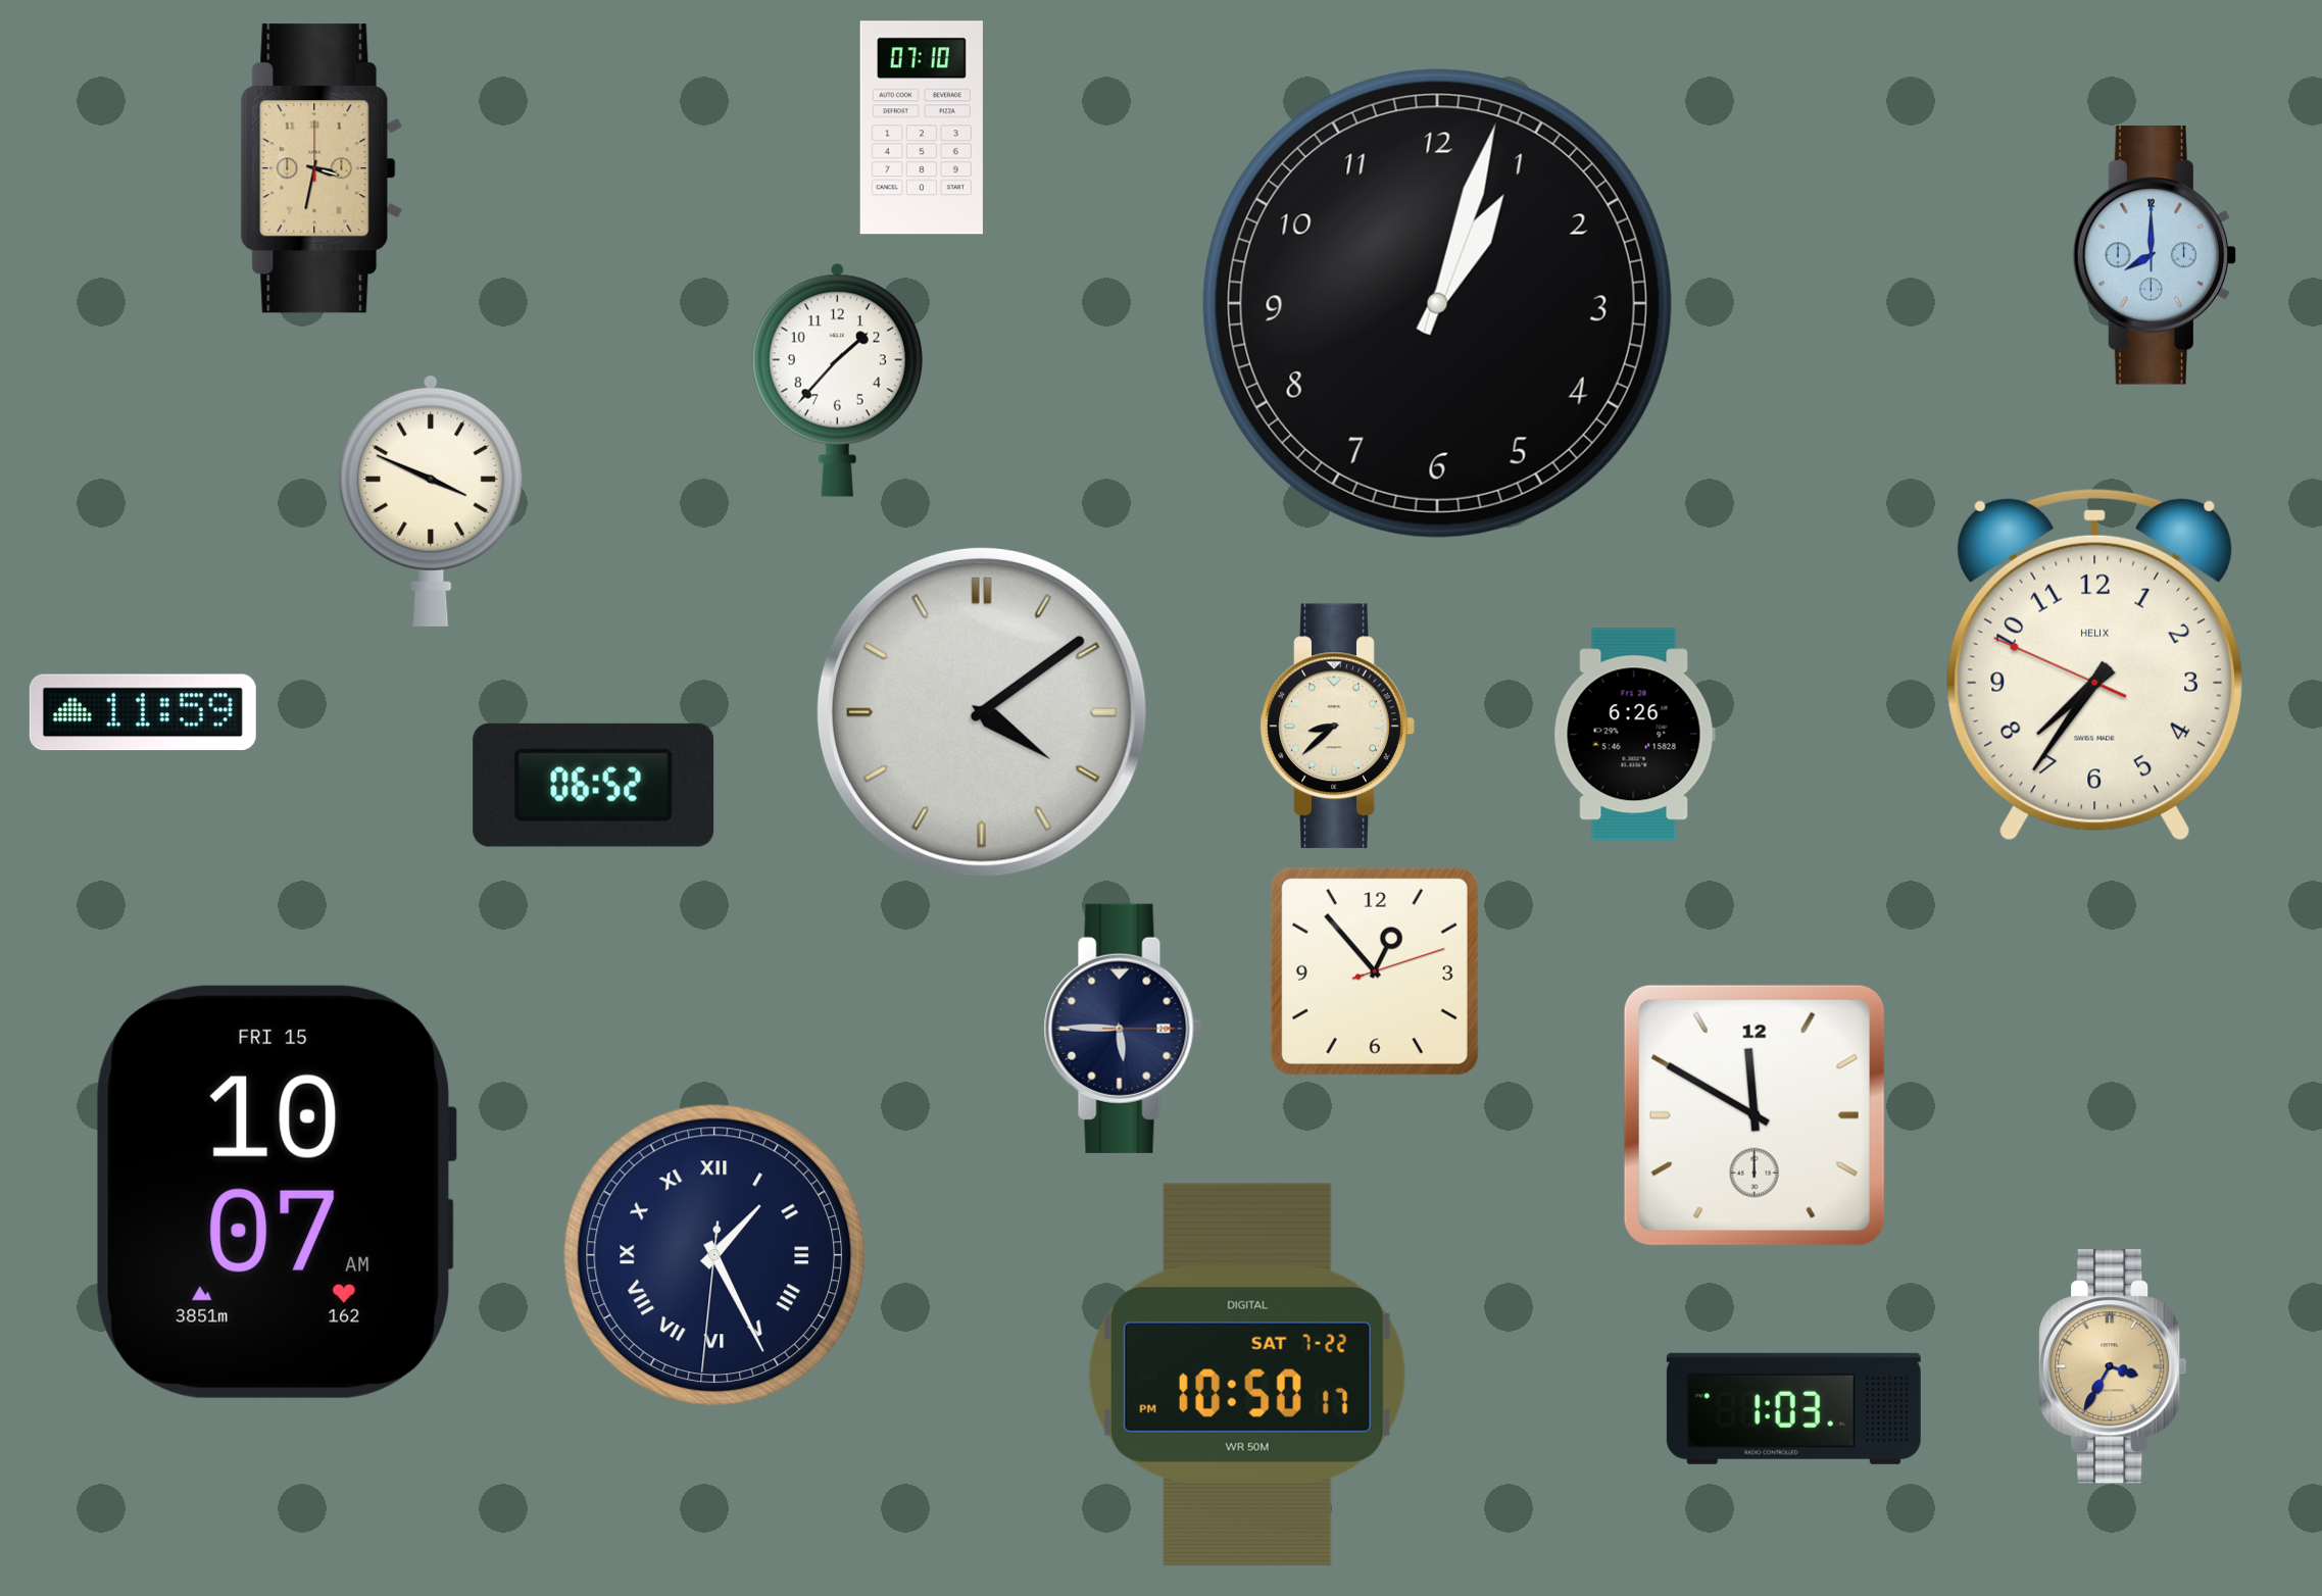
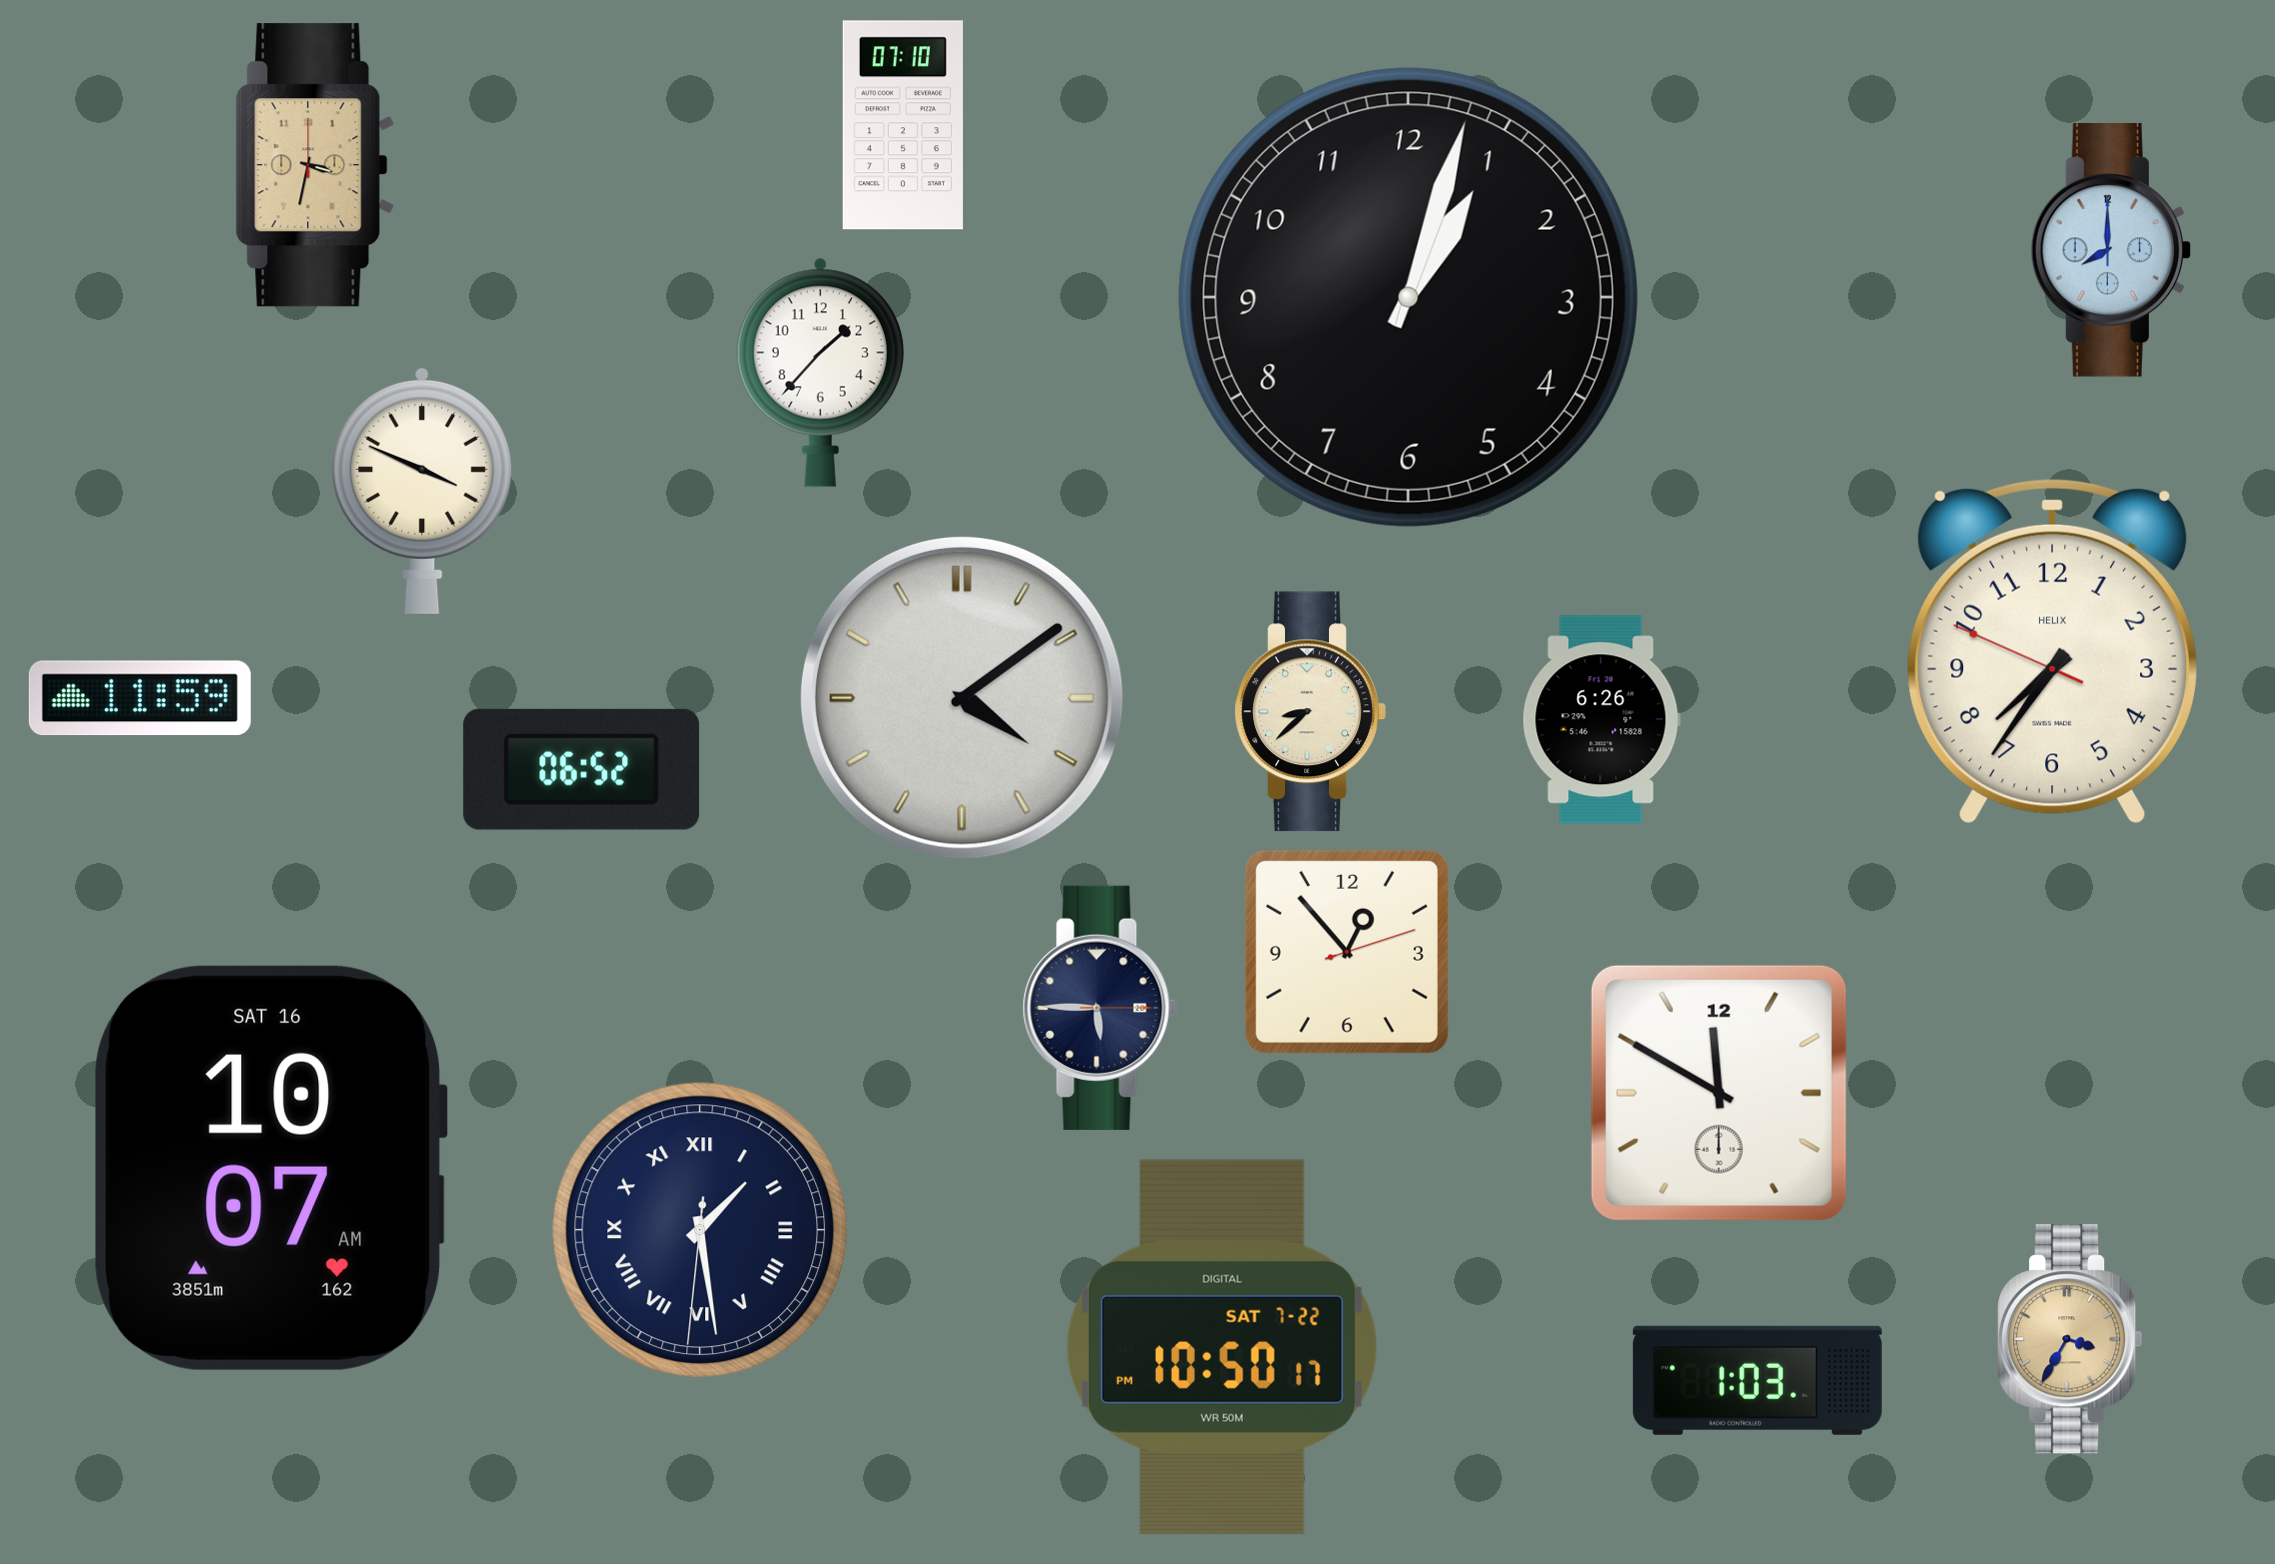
clock at (277, 1192) date: FRI 15 -> SAT 16
clock at (714, 1255): 1:25 -> 1:28
